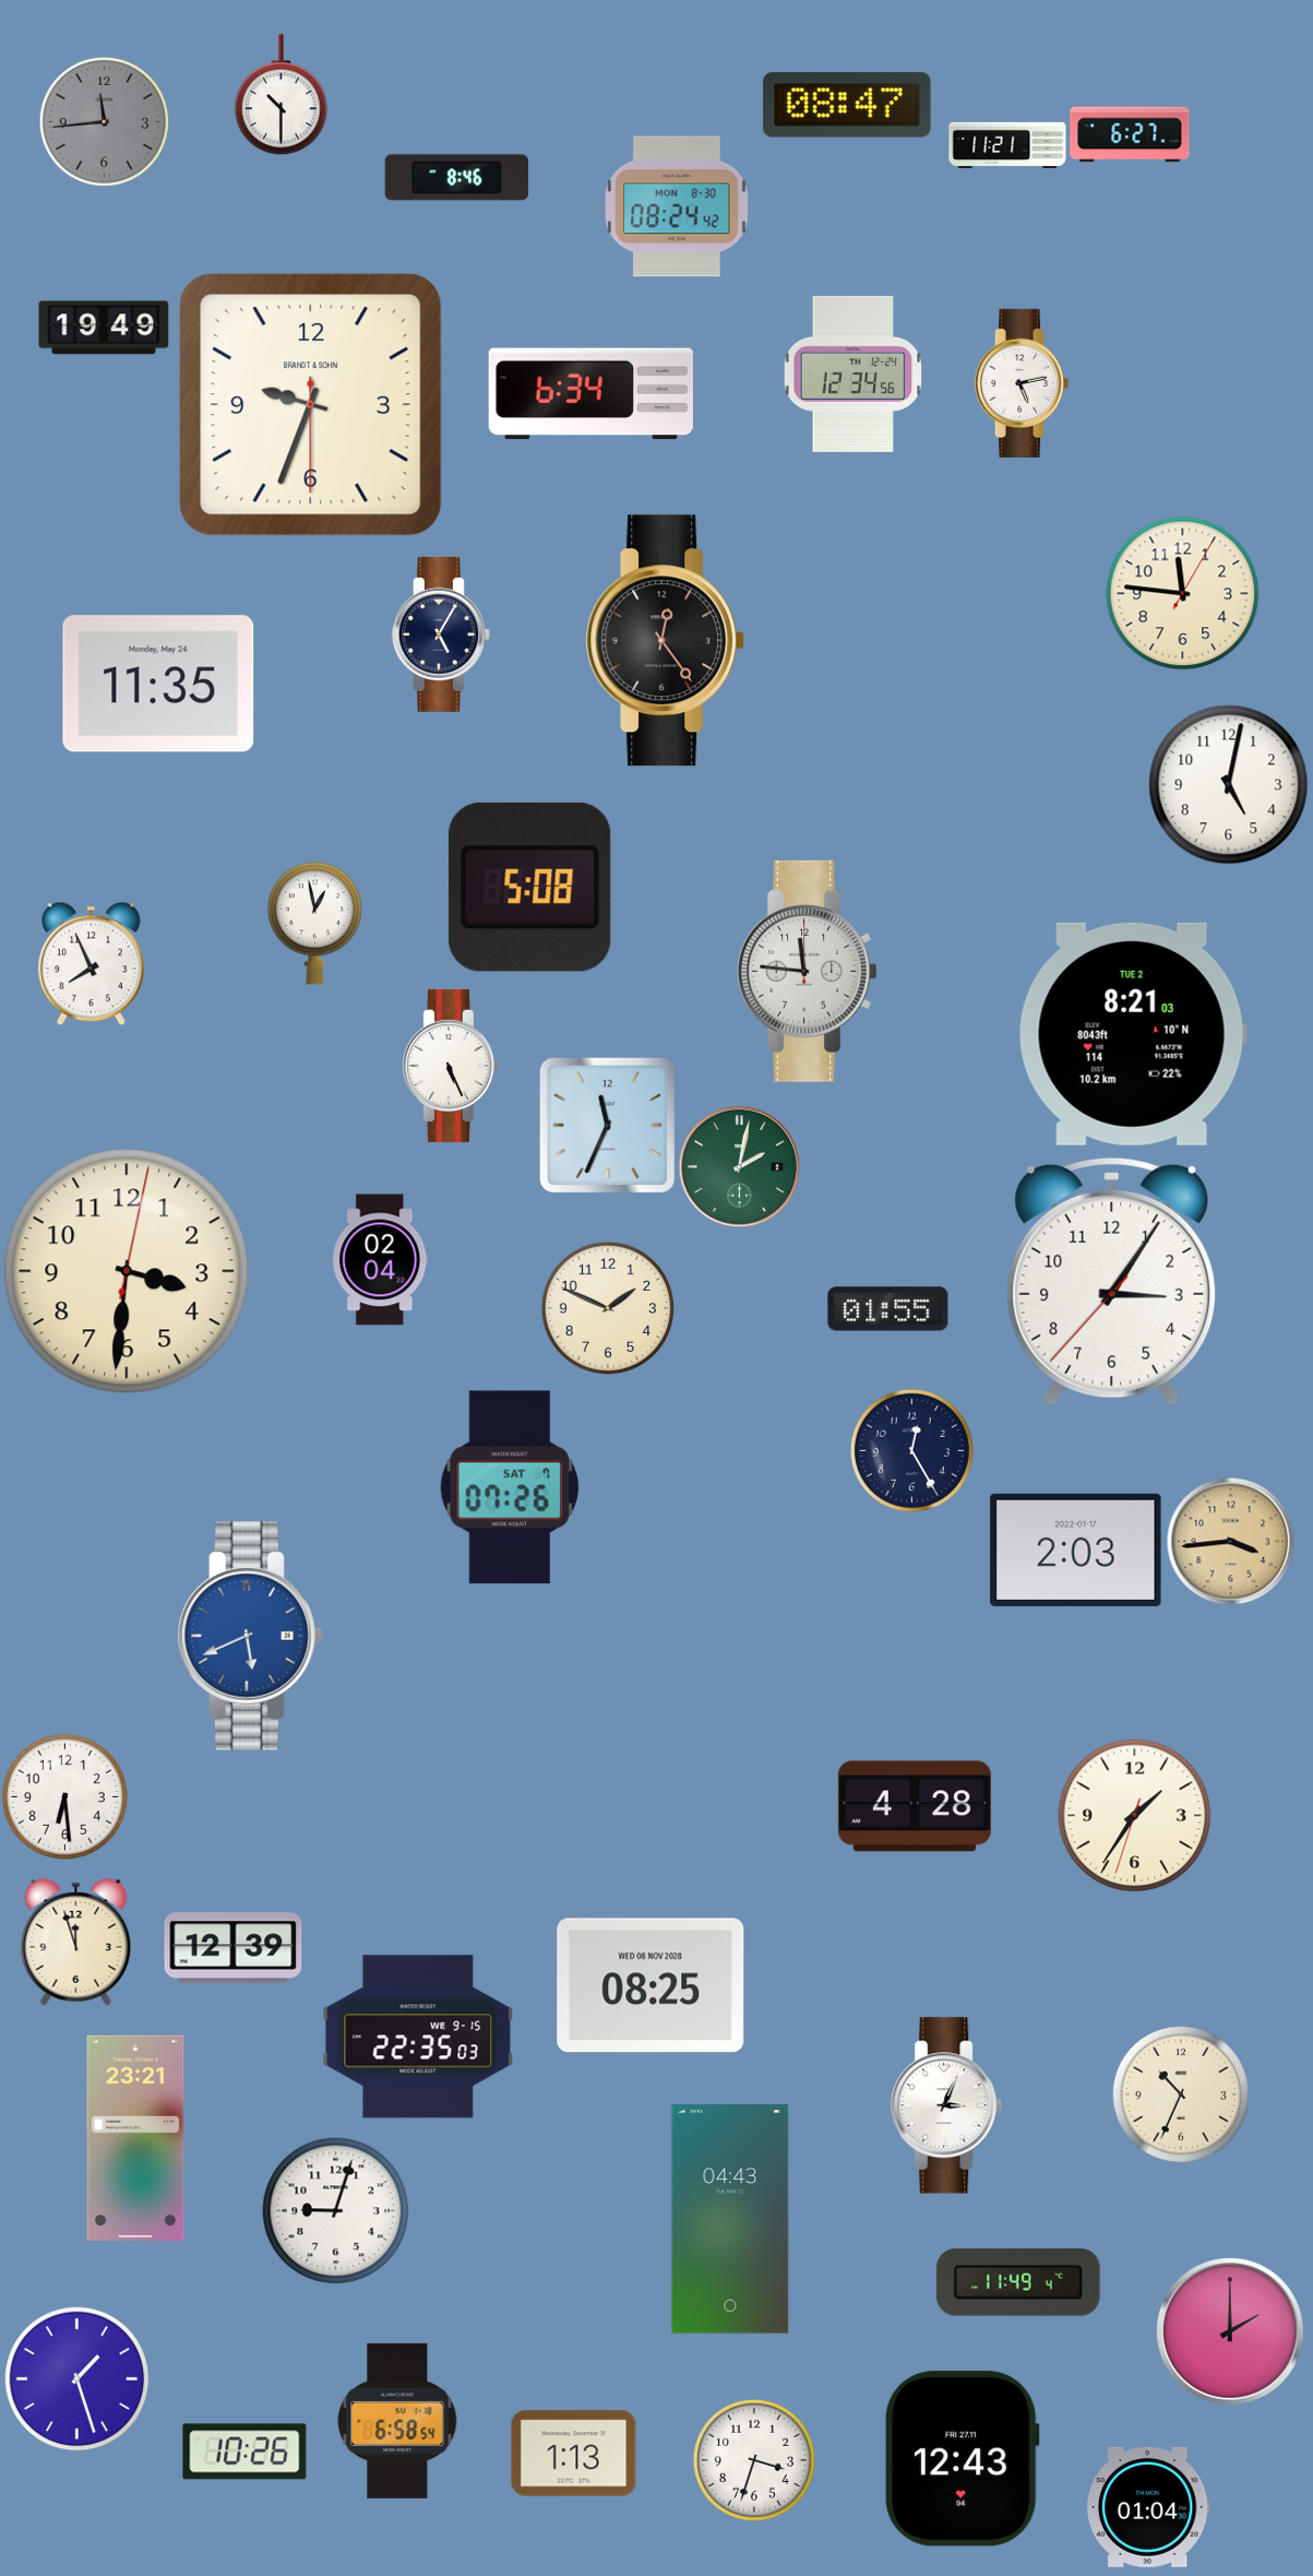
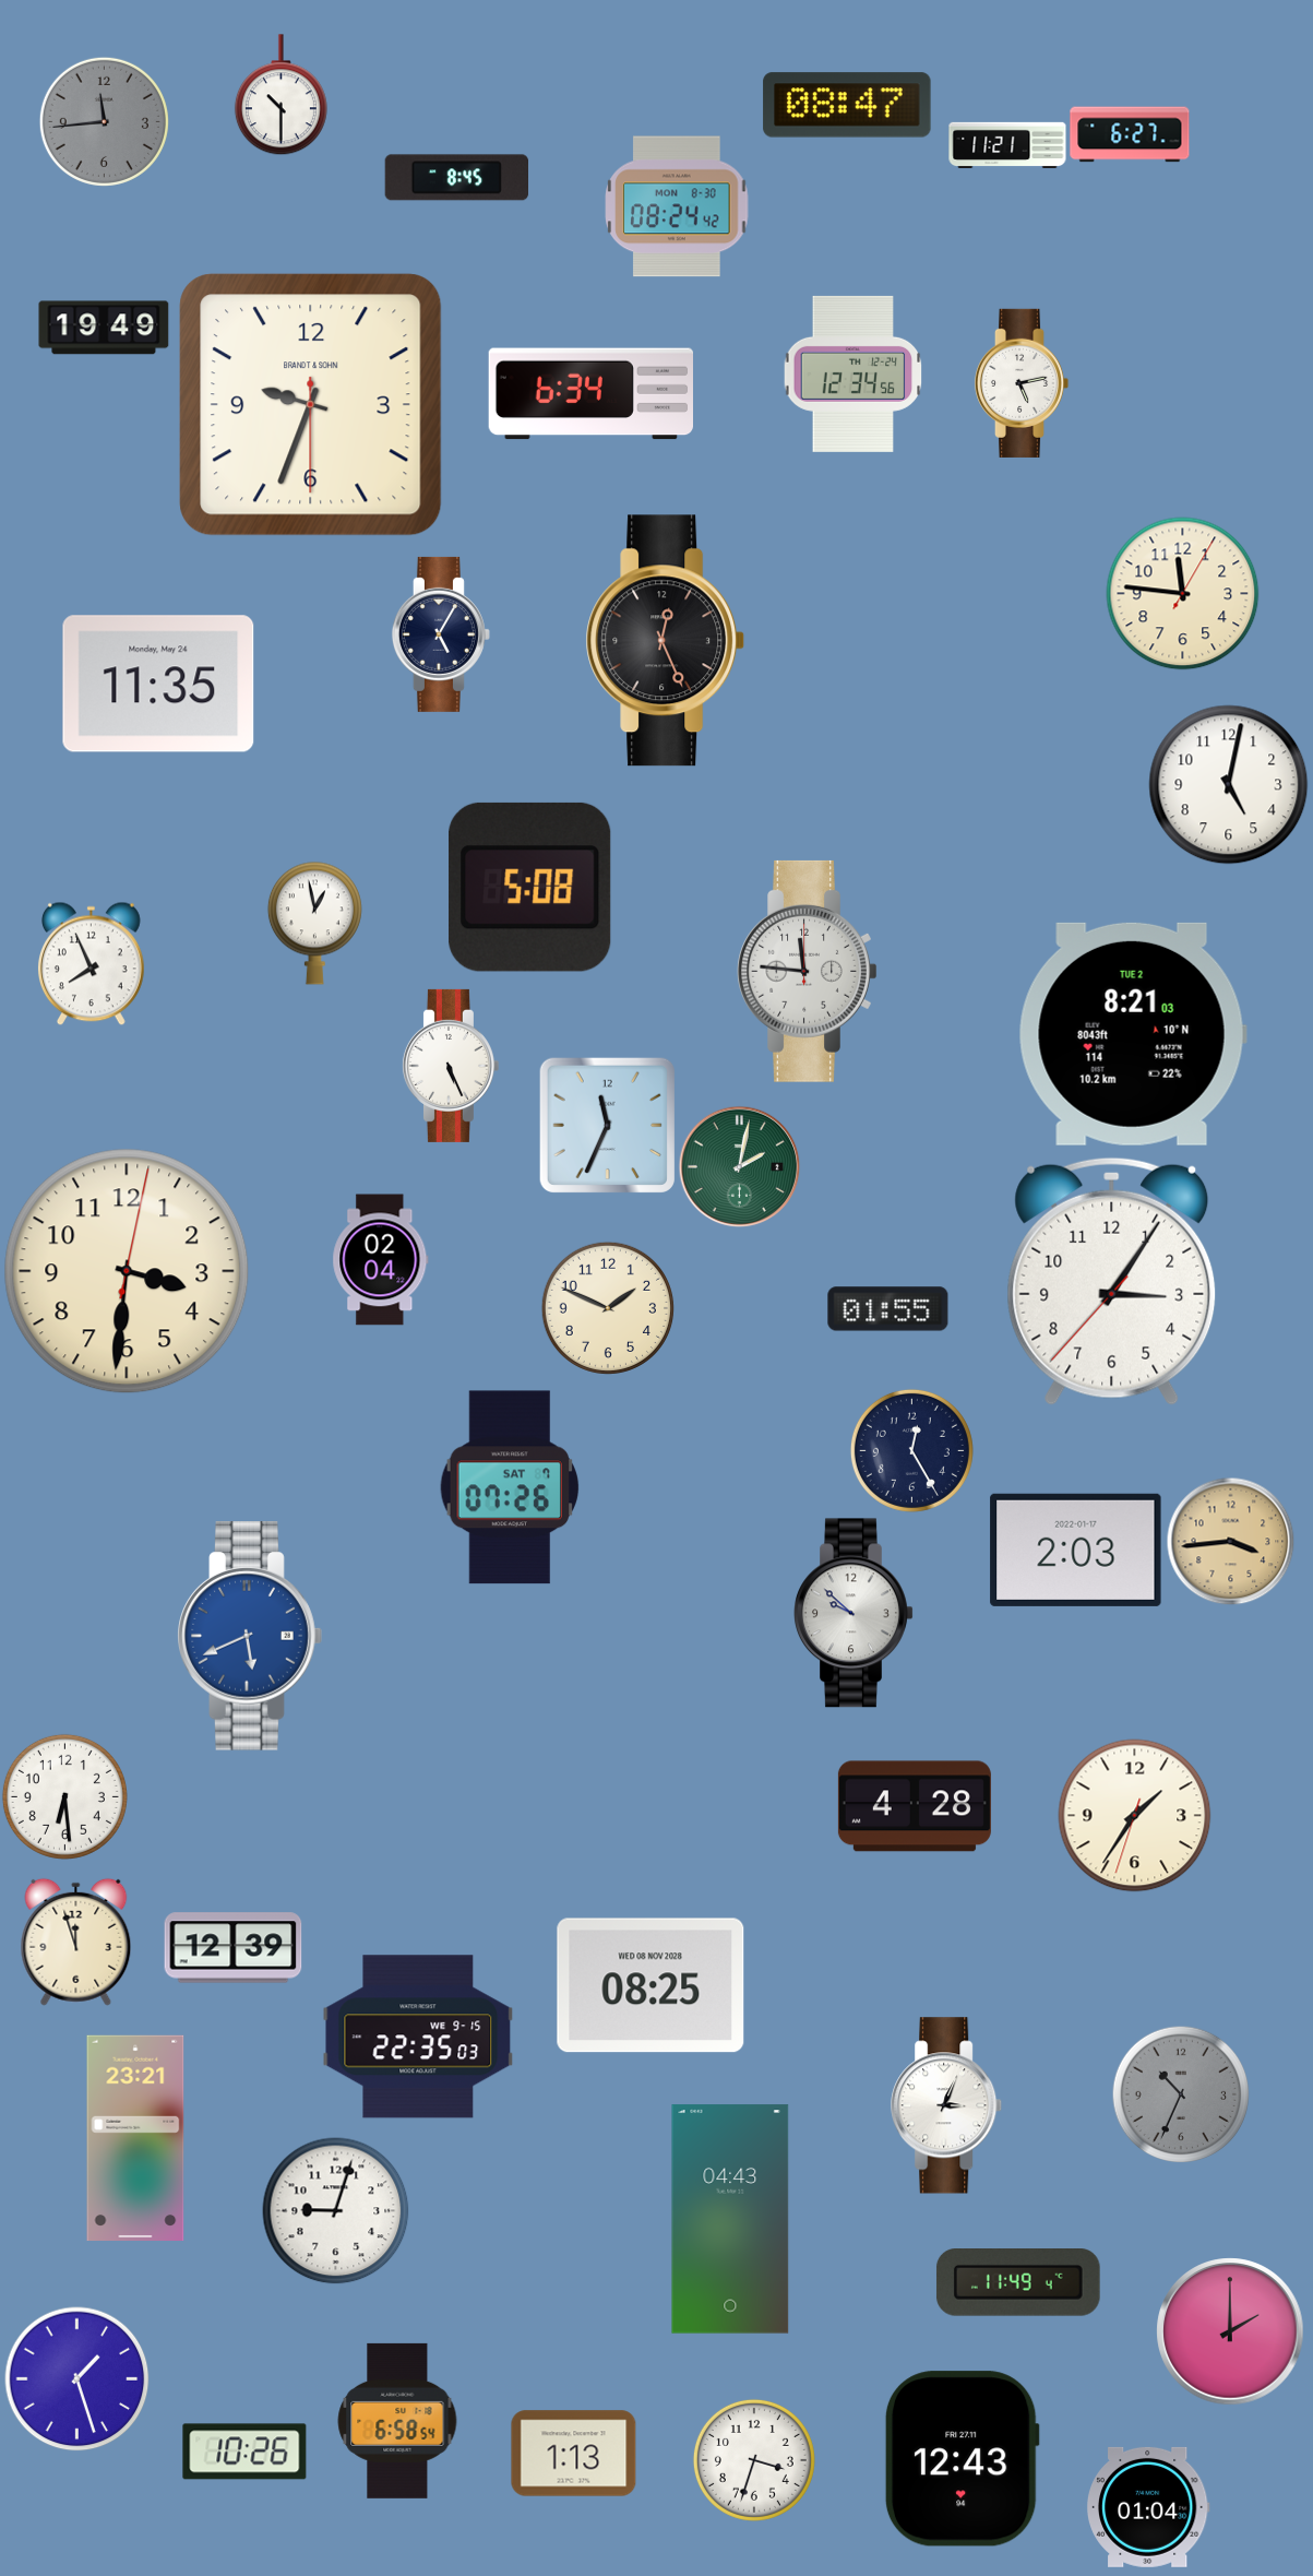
clock at (456, 178): 8:46 -> 8:45
clock at (666, 641): 12:24 -> 12:26
clock at (854, 1613): none -> 9:52
clock at (1181, 2094) dial: cream -> grey
